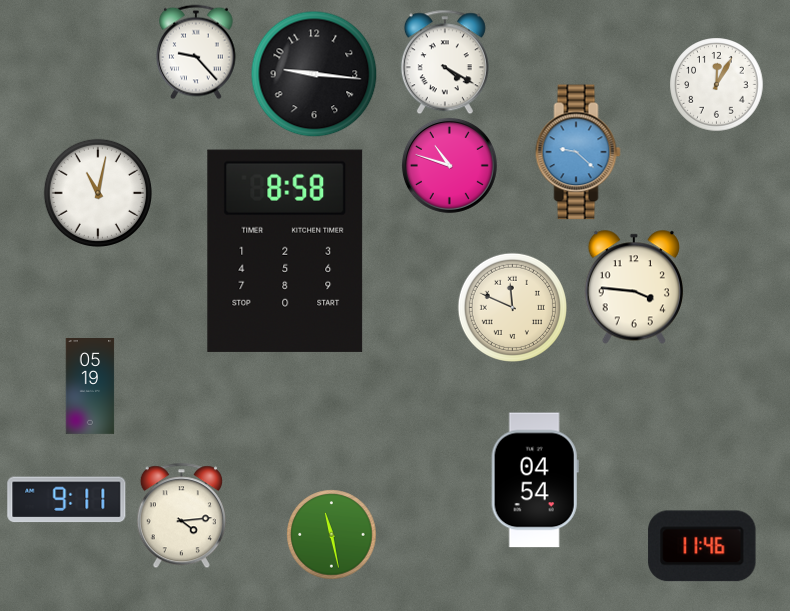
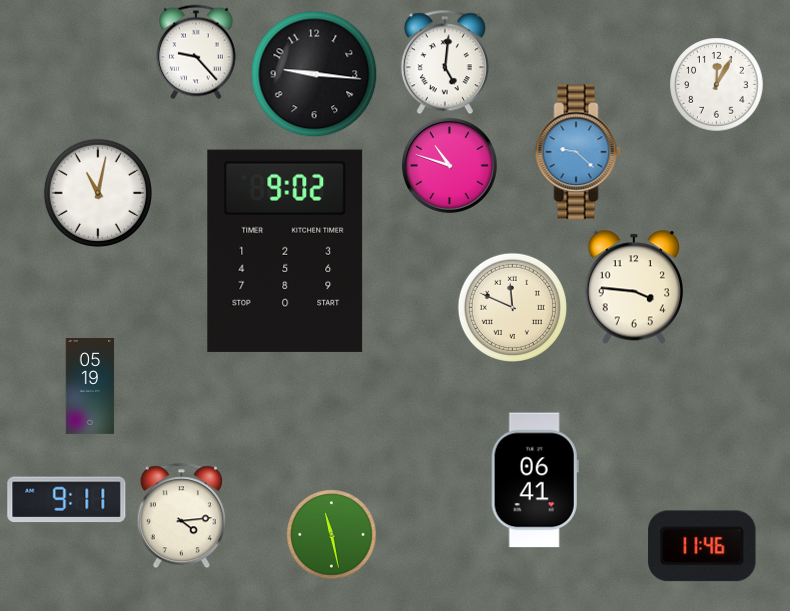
clock at (445, 62): 4:20 -> 5:01
clock at (285, 251): 8:58 -> 9:02
clock at (535, 480): 04:54 -> 06:41
